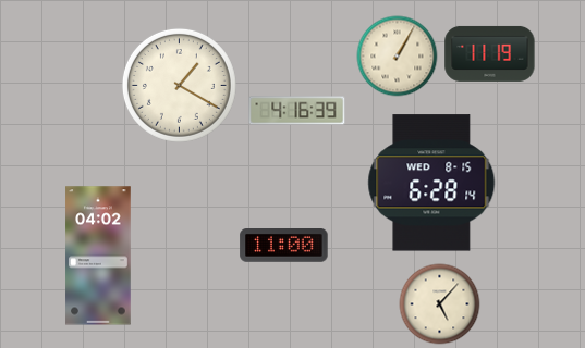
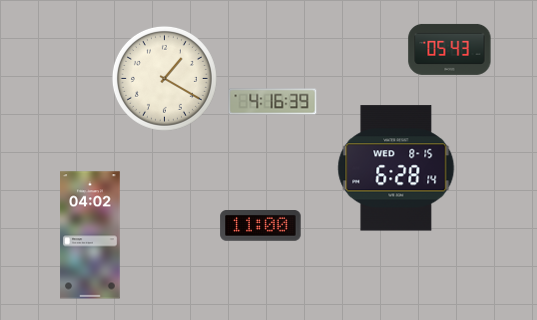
clock at (490, 53): 11:19 -> 05:43
clock at (398, 57): 1:05 -> none
clock at (440, 304): 5:07 -> none
